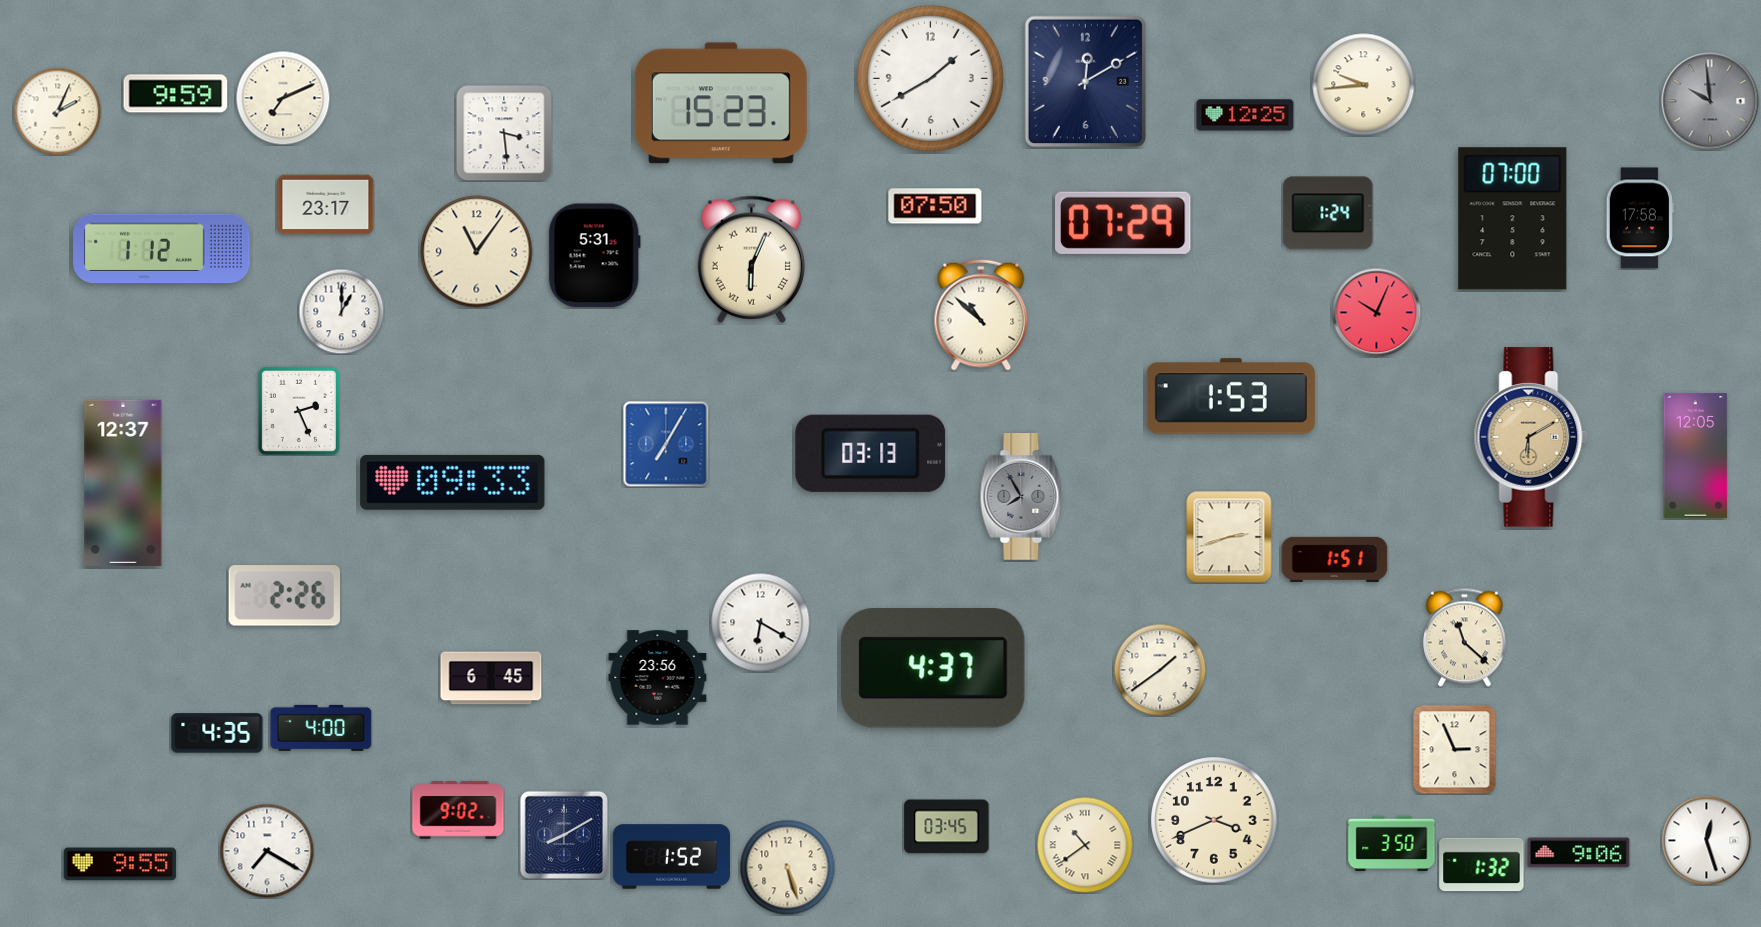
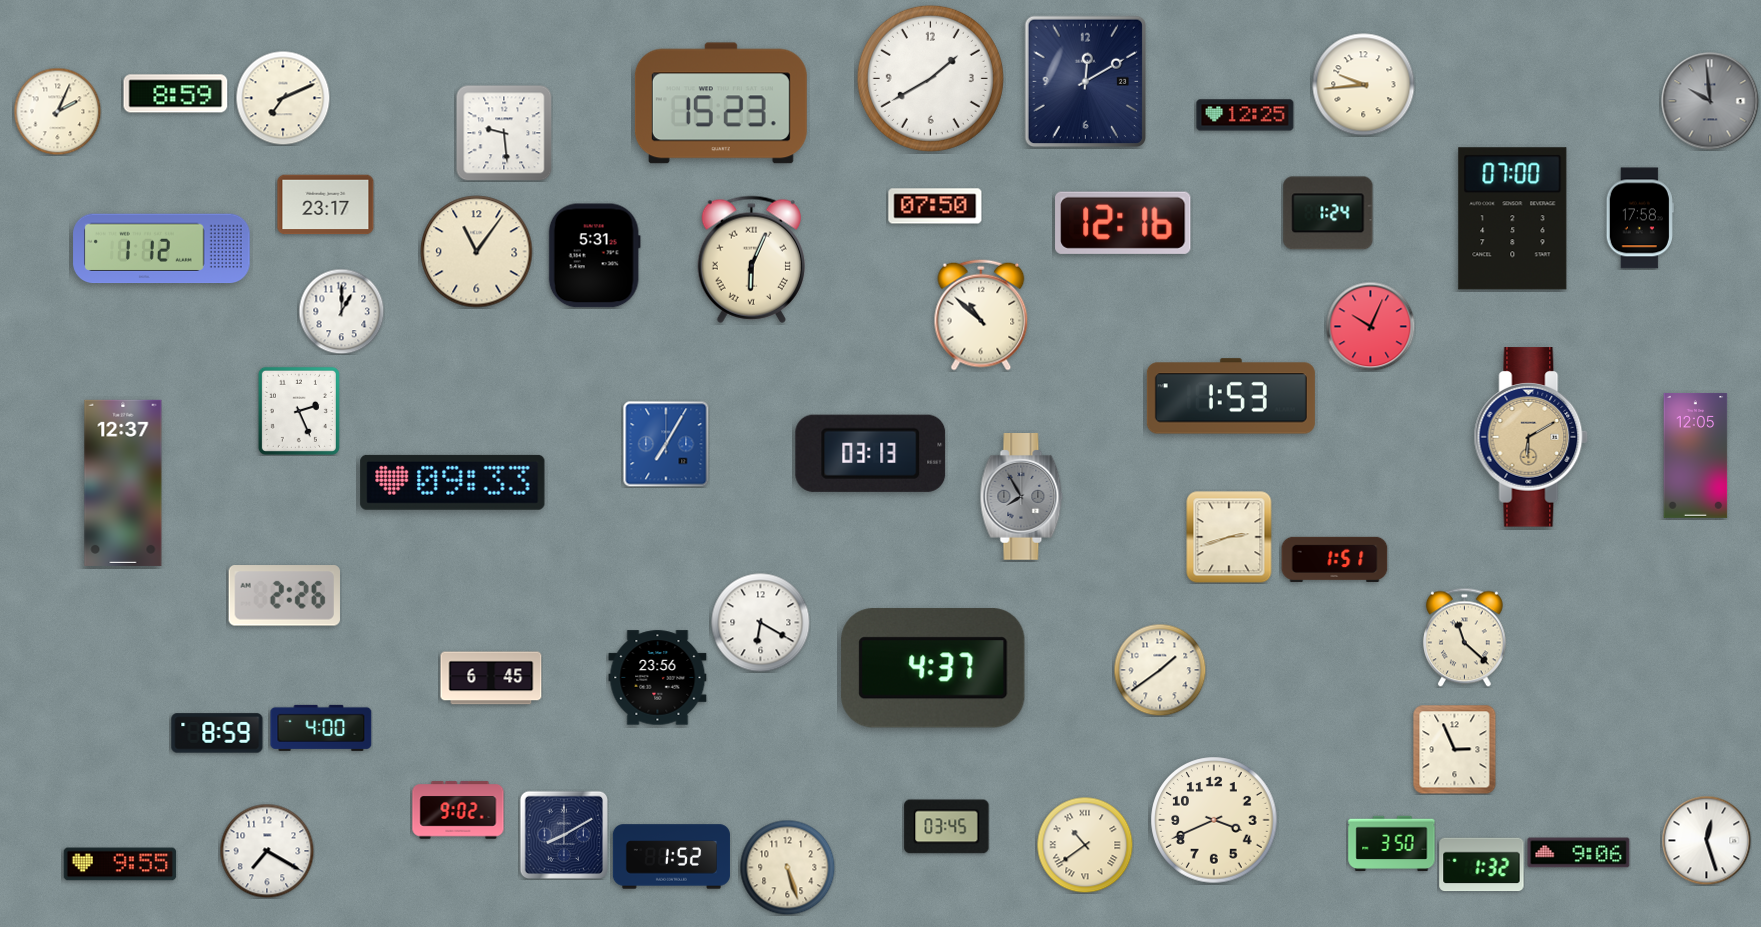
clock at (176, 94): 9:59 -> 8:59
clock at (504, 133): 3:29 -> 9:29
clock at (1123, 223): 07:29 -> 12:16
clock at (1376, 312) position: (1376, 312) -> (1370, 326)
clock at (217, 733): 4:35 -> 8:59
